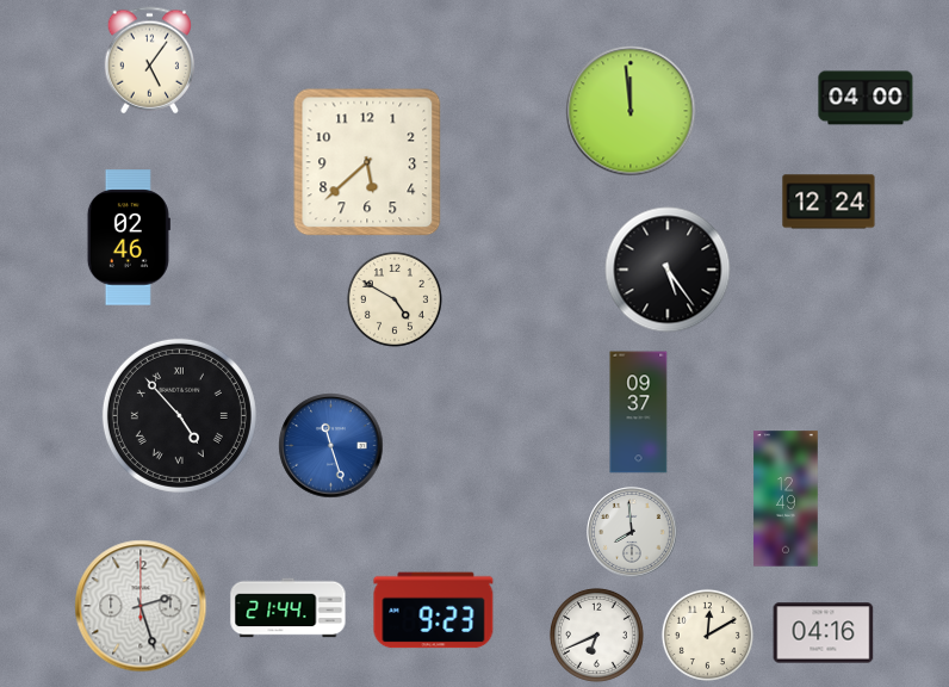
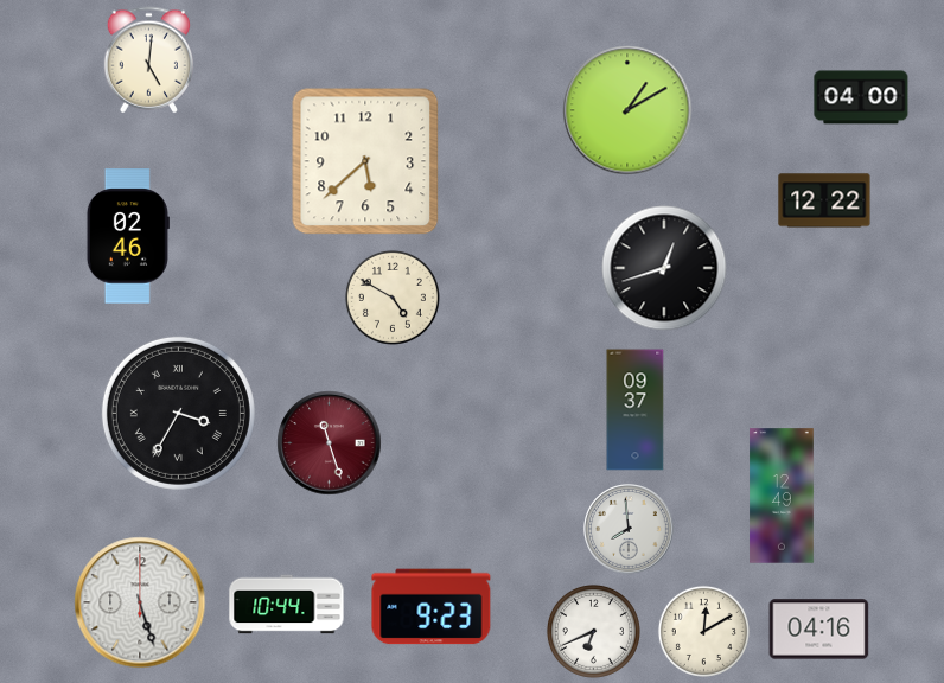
clock at (149, 61): 5:06 -> 5:01
clock at (631, 111): 11:59 -> 1:10
clock at (829, 202): 12:24 -> 12:22
clock at (668, 270): 5:24 -> 12:42
clock at (179, 415): 4:53 -> 3:35
clock at (331, 446) dial: blue -> burgundy
clock at (141, 606): 2:27 -> 5:27
clock at (289, 608): 21:44 -> 10:44
